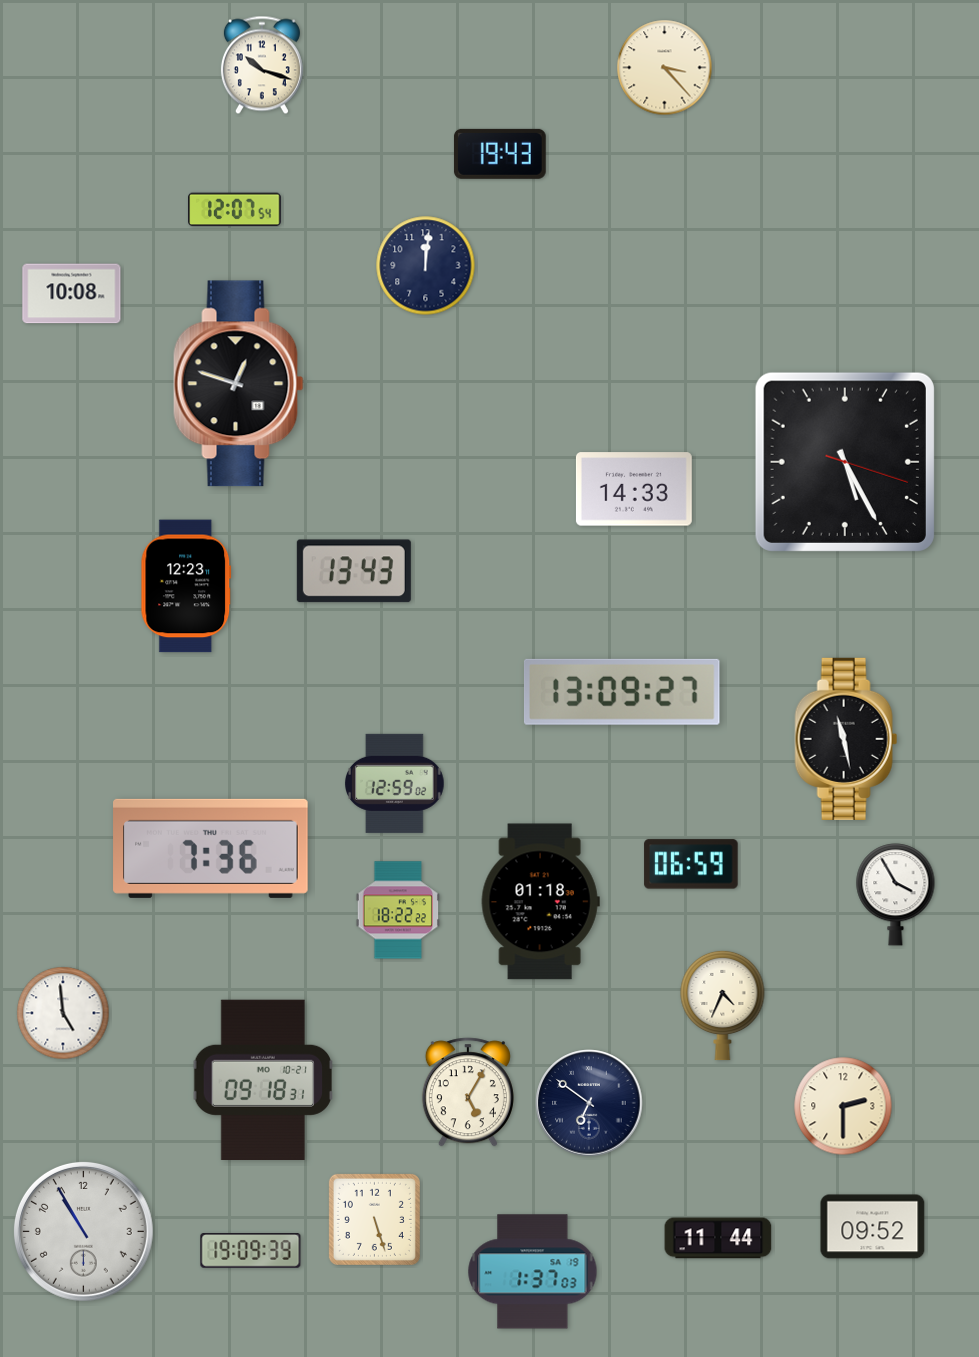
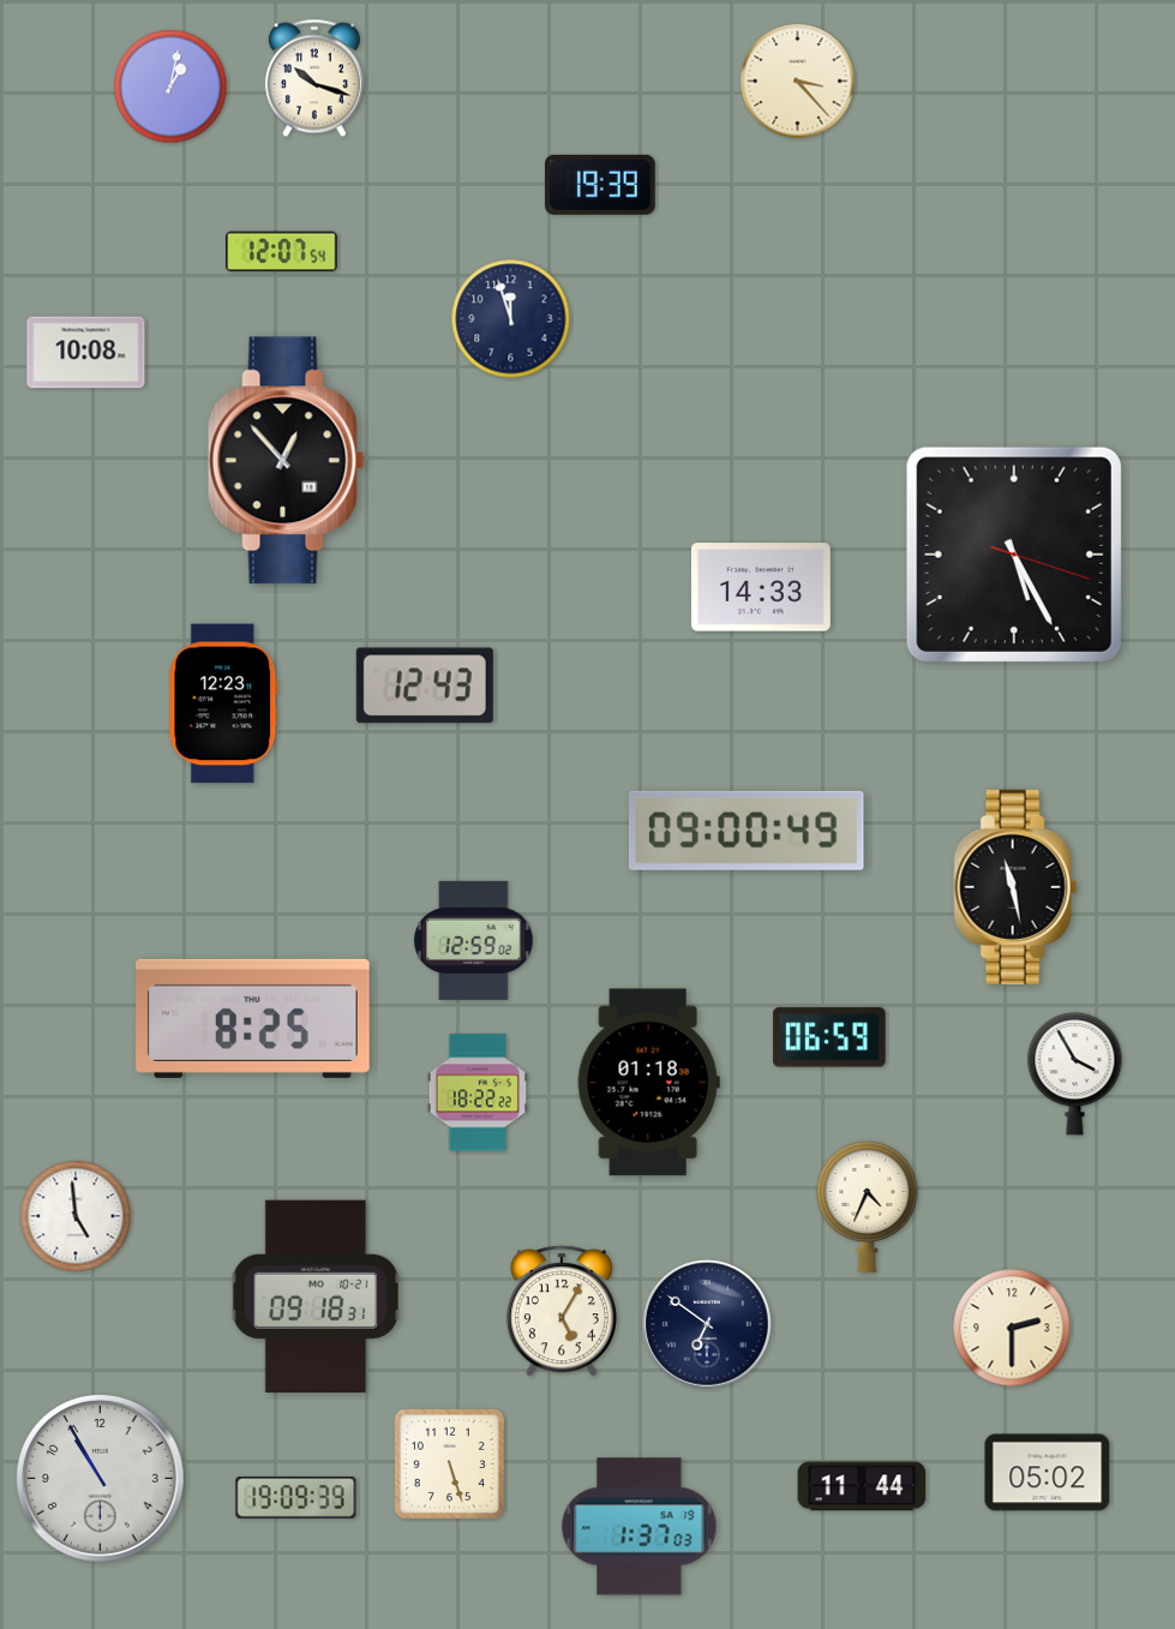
clock at (170, 86): none -> 1:02
clock at (500, 154): 19:43 -> 19:39
clock at (426, 266): 12:01 -> 11:57
clock at (239, 384): 12:48 -> 12:53
clock at (354, 571): 13:43 -> 12:43
clock at (622, 692): 13:09 -> 09:00
clock at (211, 848): 7:36 -> 8:25
clock at (873, 1227): 09:52 -> 05:02
clock at (251, 1251) position: (251, 1251) -> (296, 1498)
